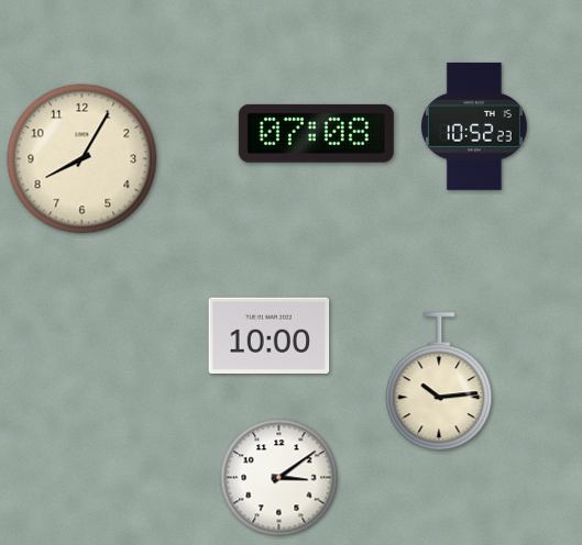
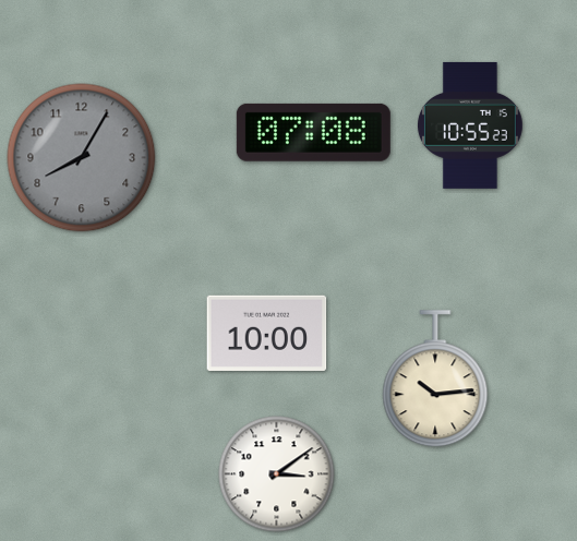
clock at (474, 126): 10:52 -> 10:55
clock at (83, 159) dial: cream -> grey
